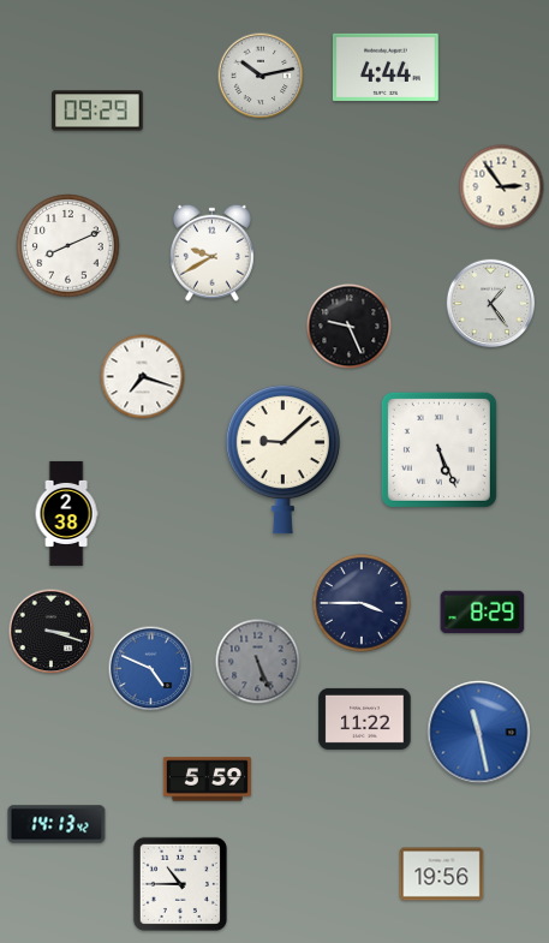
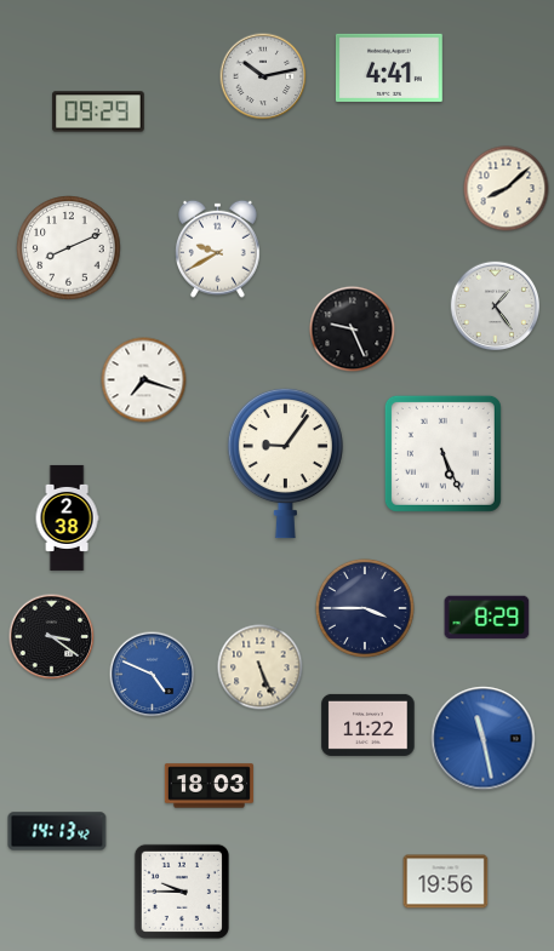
clock at (386, 67): 4:44 -> 4:41
clock at (502, 187): 2:54 -> 8:08
clock at (211, 252) position: (211, 252) -> (217, 248)
clock at (282, 459): 9:08 -> 9:06
clock at (52, 632): 3:18 -> 3:21
clock at (258, 662) dial: grey -> cream
clock at (207, 780): 5:59 -> 18:03
clock at (180, 884): 10:45 -> 9:45
